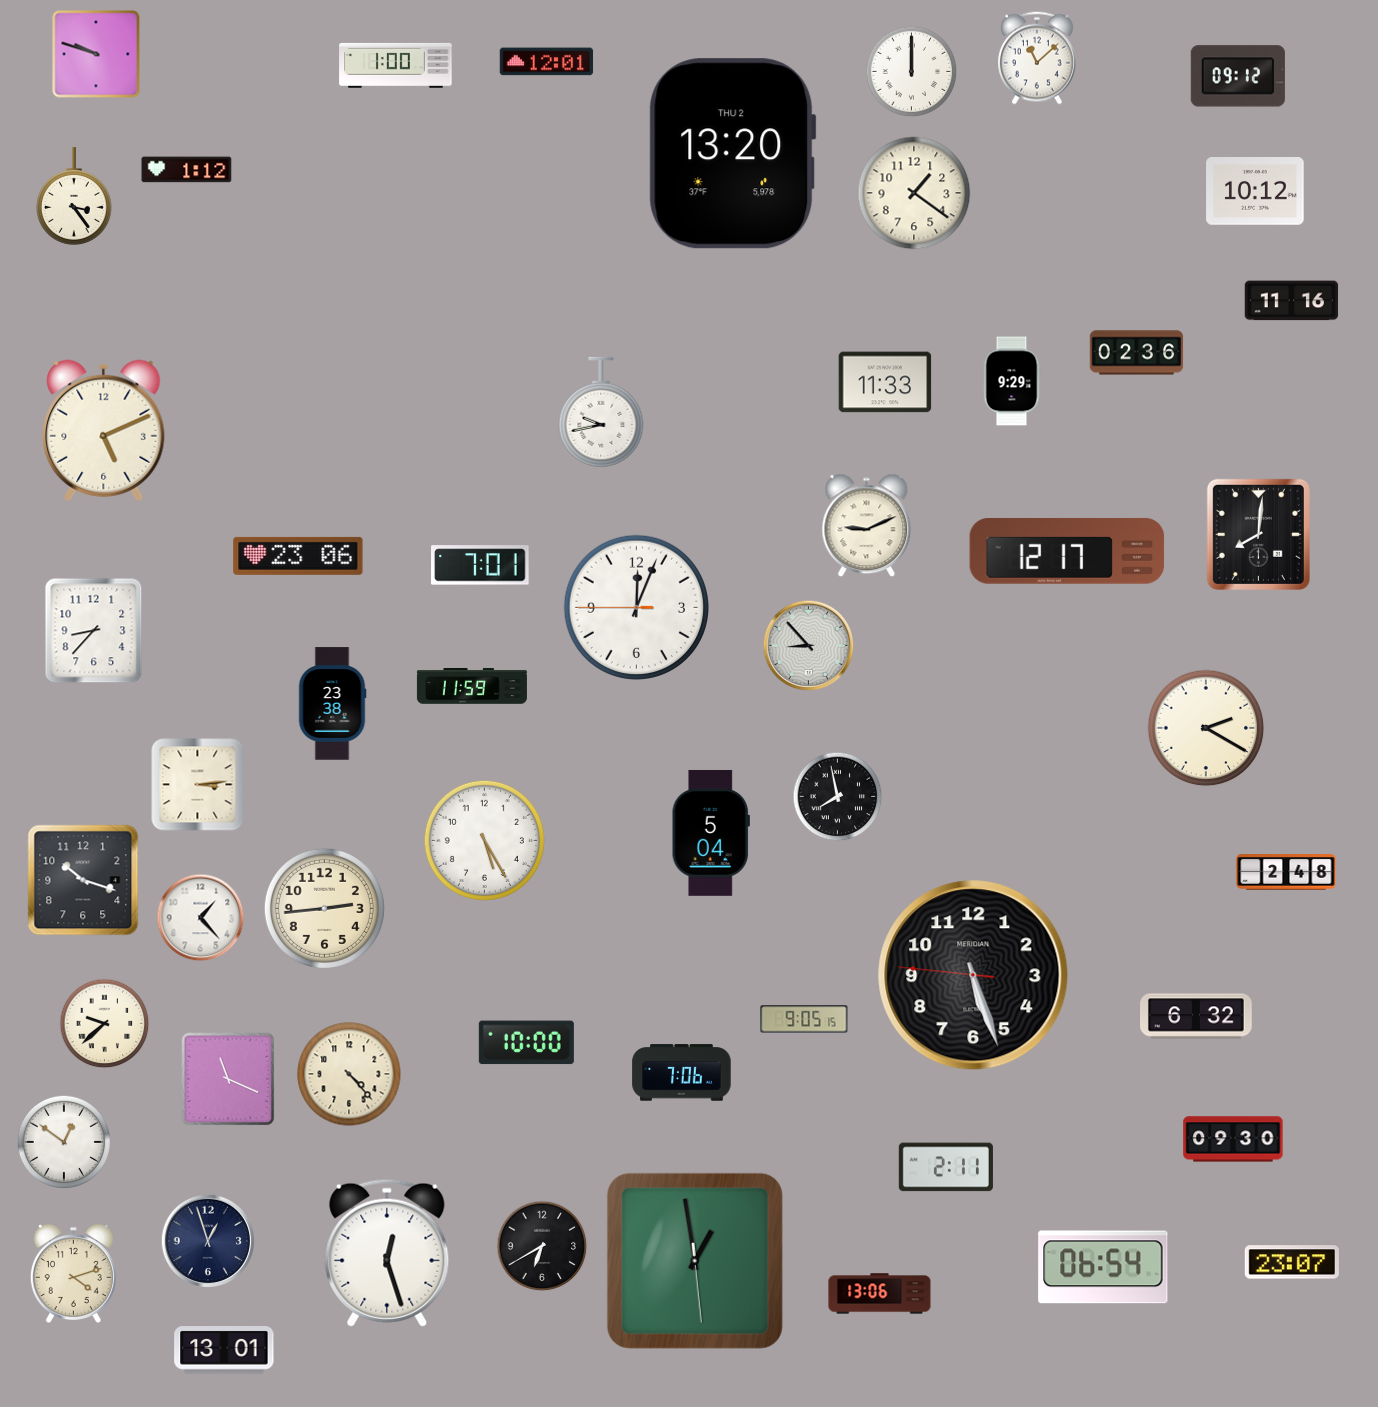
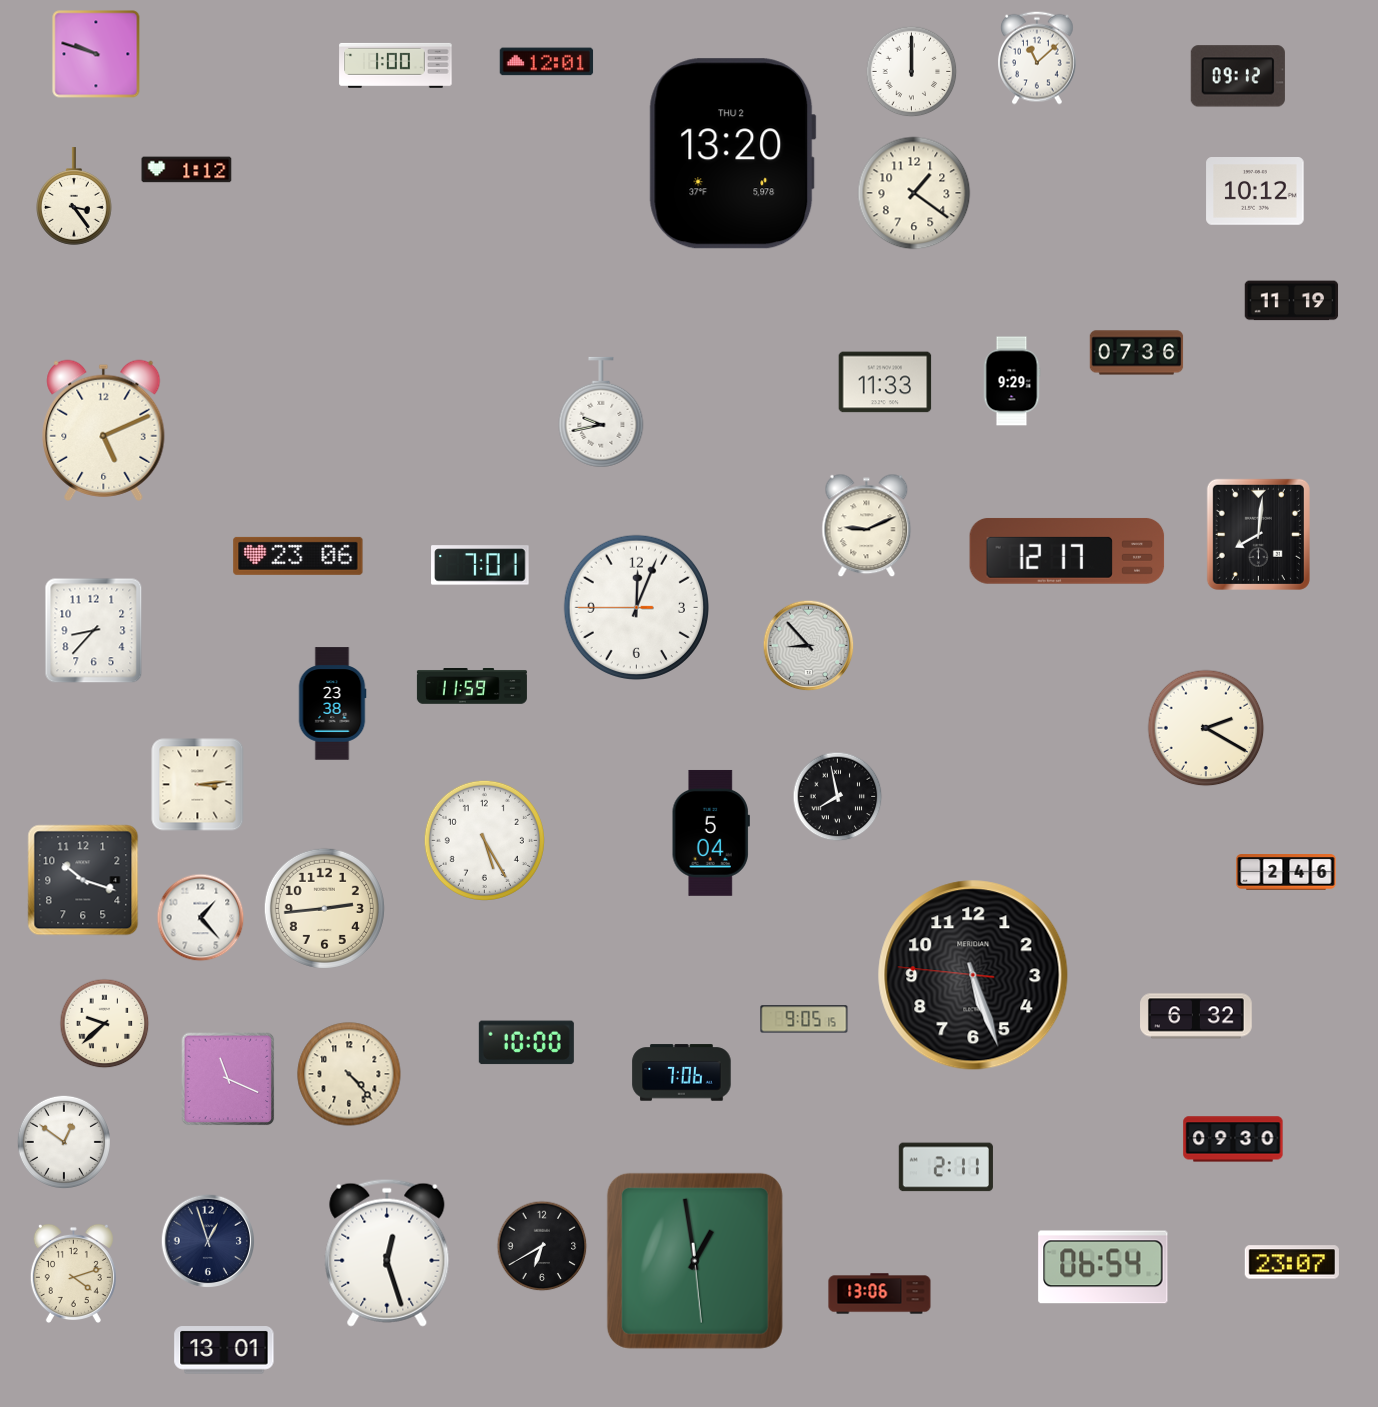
clock at (1292, 301): 11:16 -> 11:19
clock at (1137, 353): 02:36 -> 07:36
clock at (1286, 872): 2:48 -> 2:46
